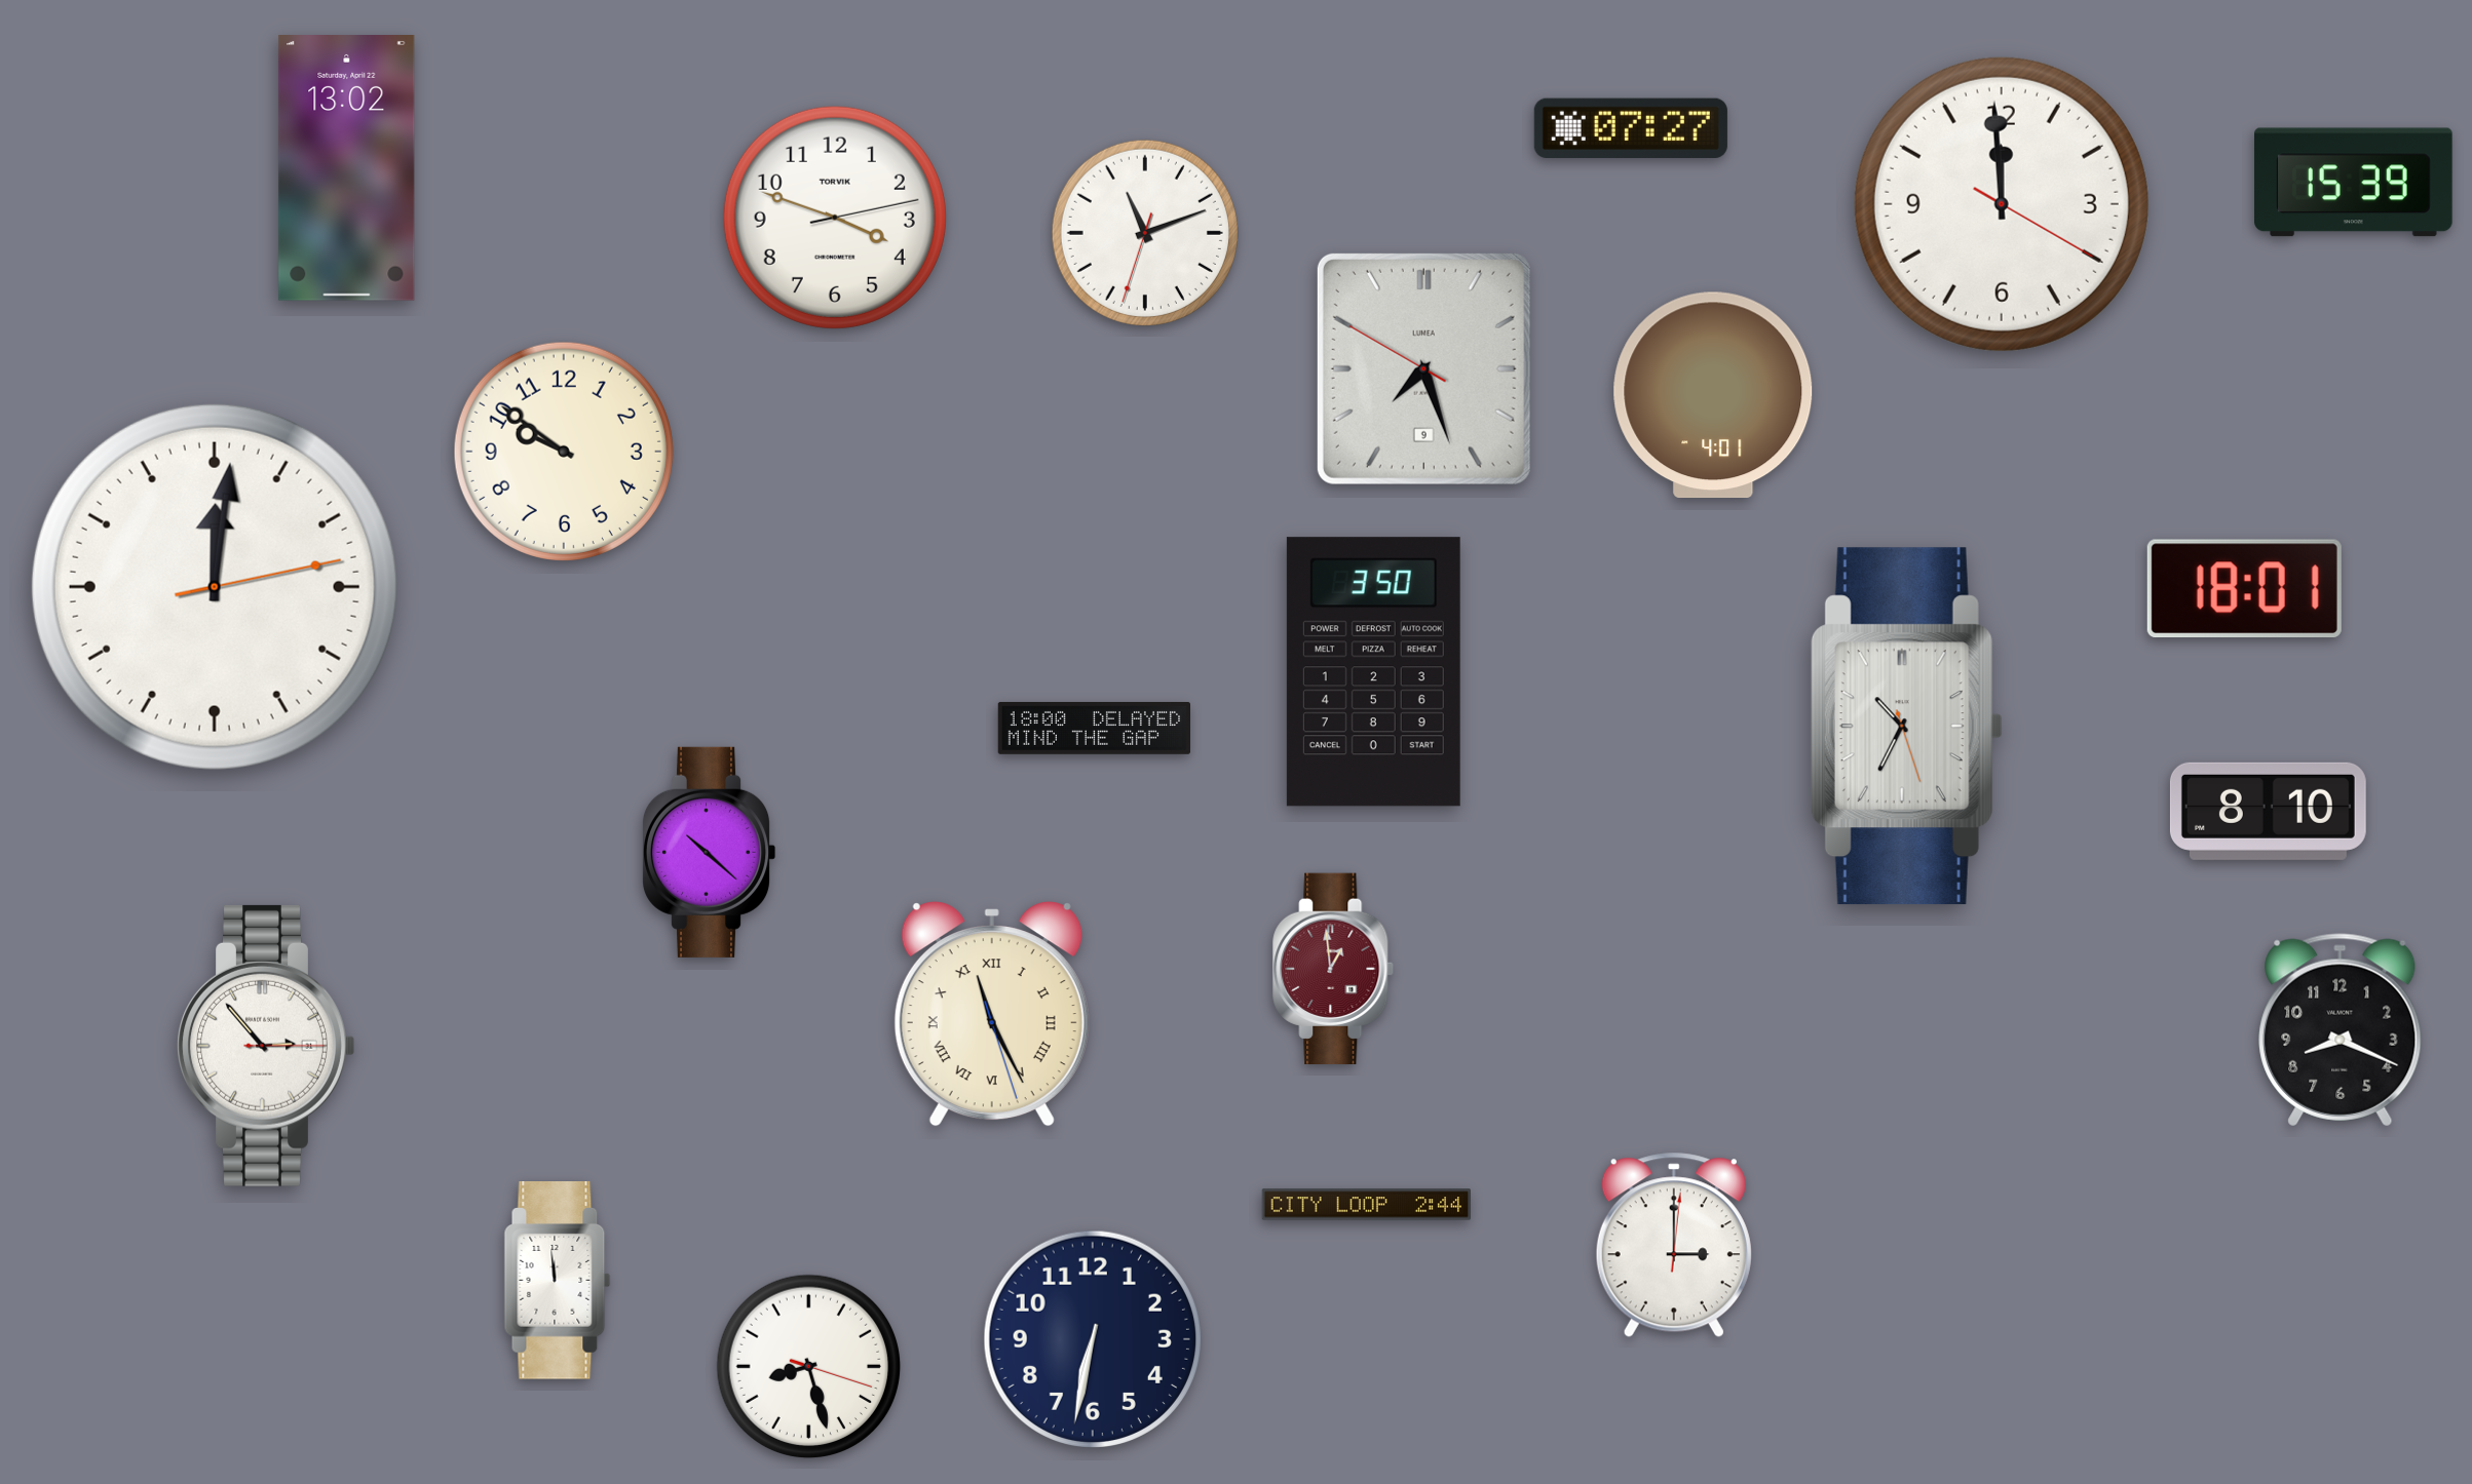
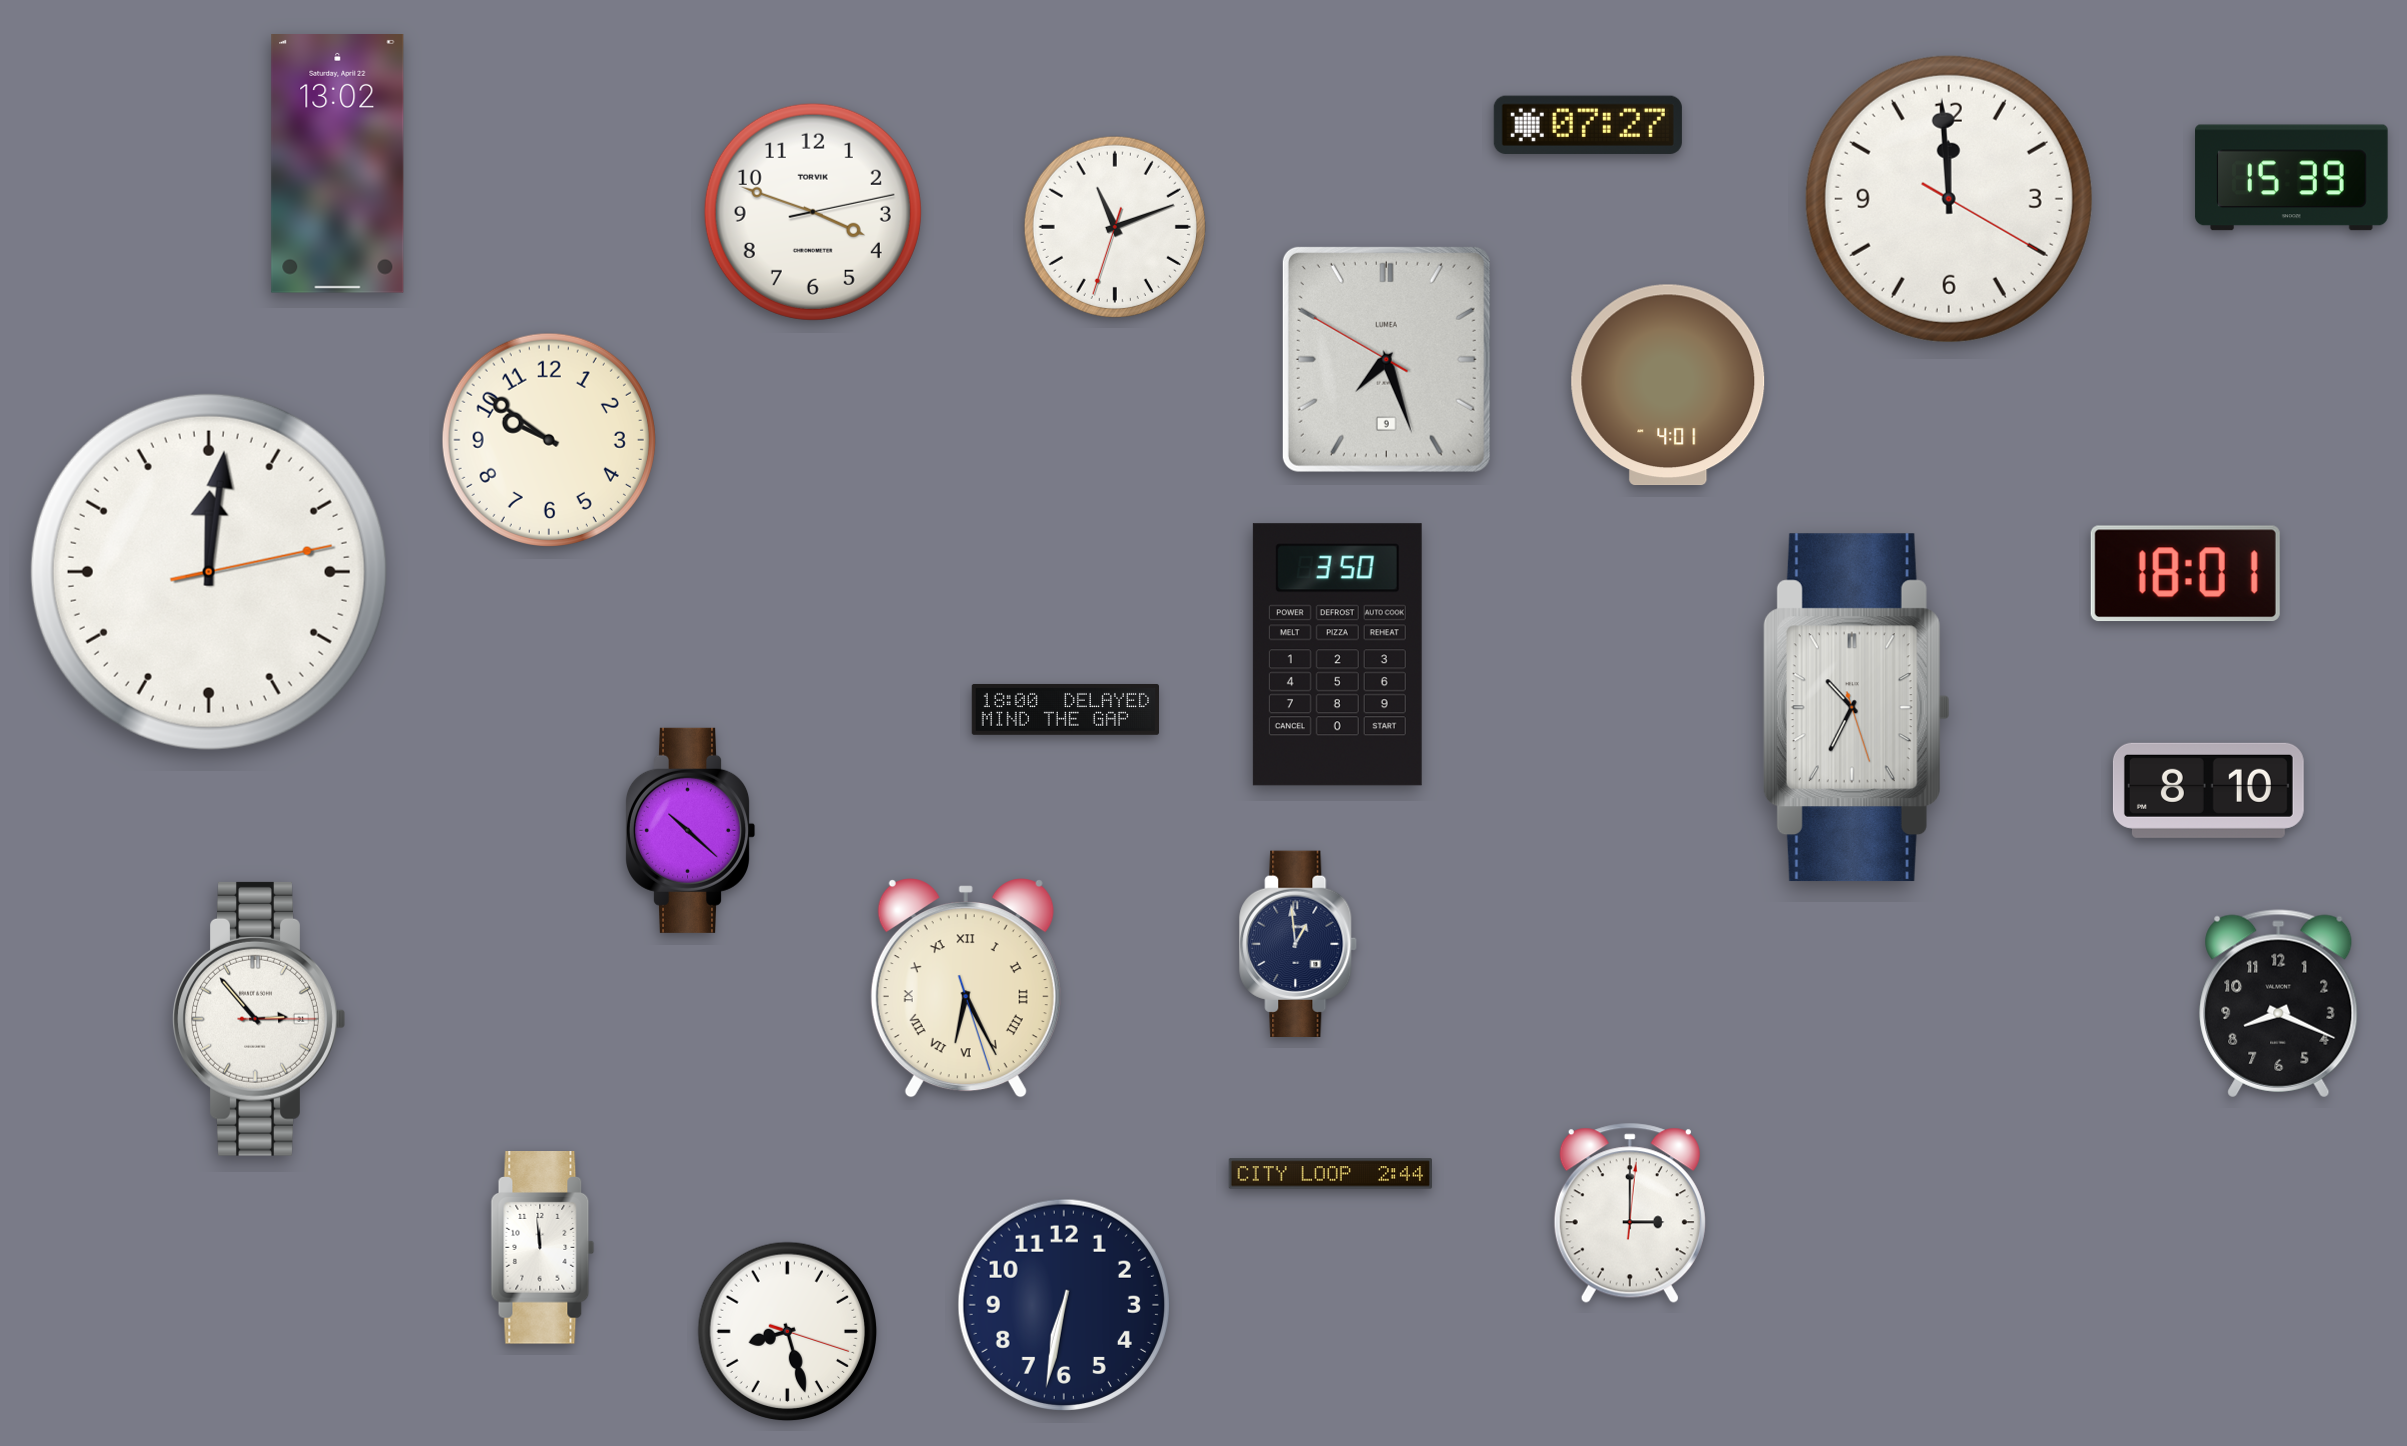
clock at (1334, 968) dial: burgundy -> navy
clock at (992, 1014): 11:25 -> 6:25
